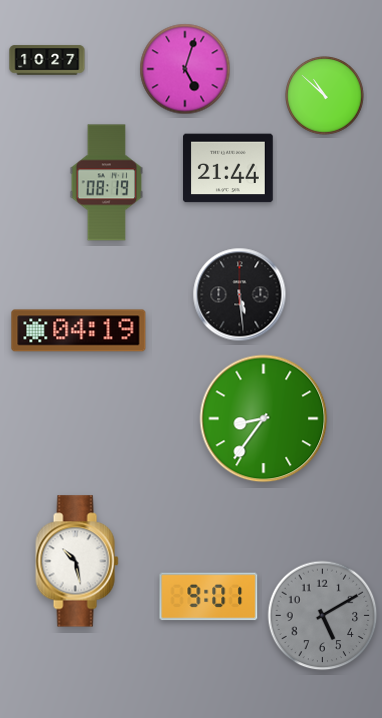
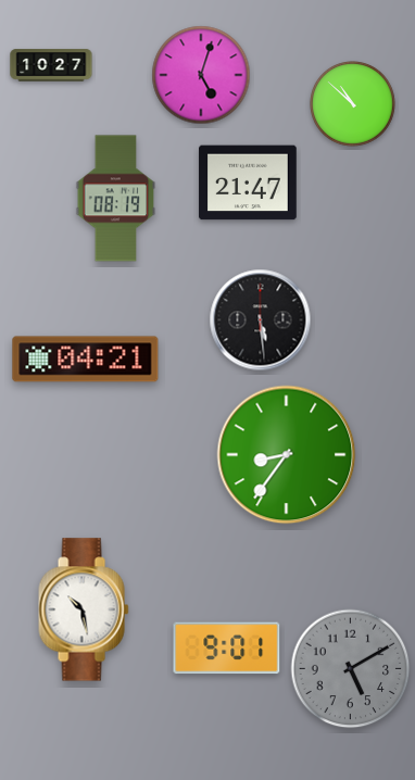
clock at (228, 168): 21:44 -> 21:47
clock at (79, 331): 04:19 -> 04:21
